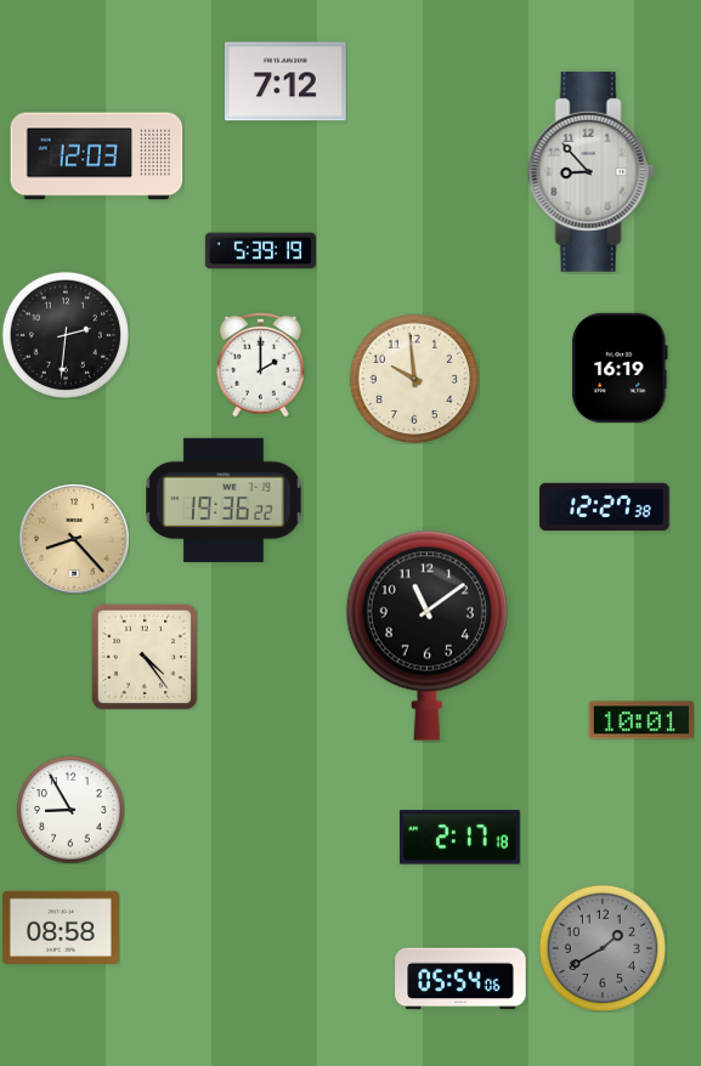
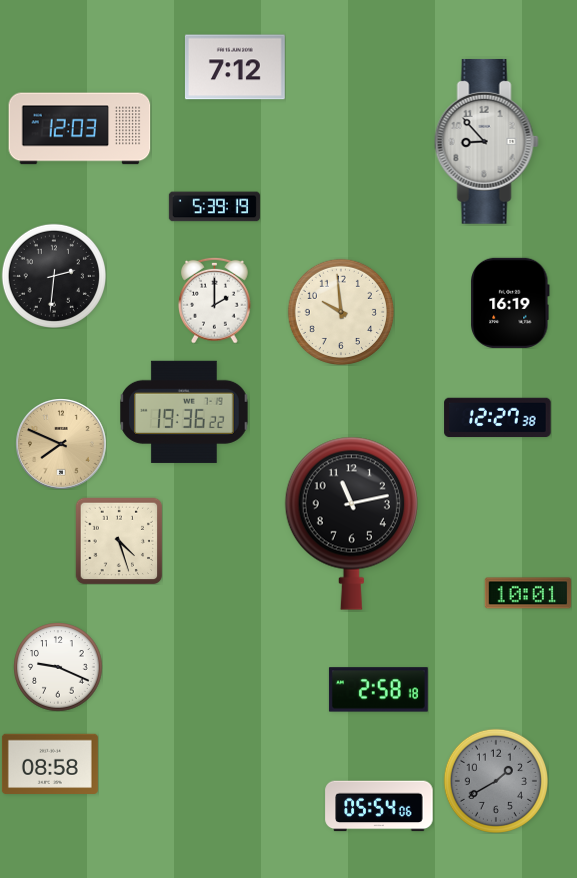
clock at (74, 539): 8:23 -> 7:49
clock at (426, 635): 11:09 -> 11:13
clock at (145, 657): 4:24 -> 4:27
clock at (70, 810): 8:55 -> 9:19
clock at (459, 838): 2:17 -> 2:58
